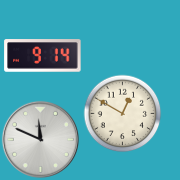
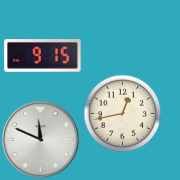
clock at (43, 56): 9:14 -> 9:15
clock at (122, 113): 12:50 -> 12:43
